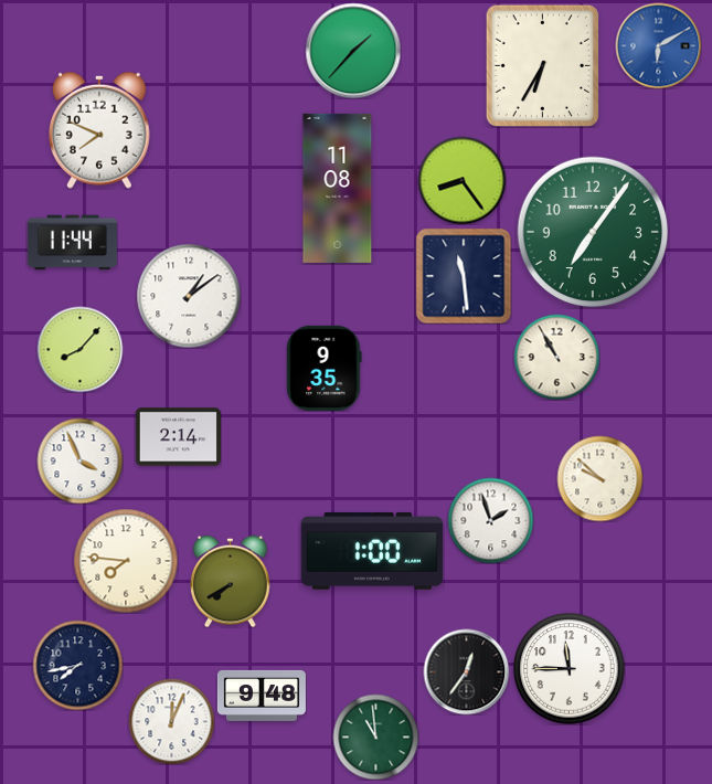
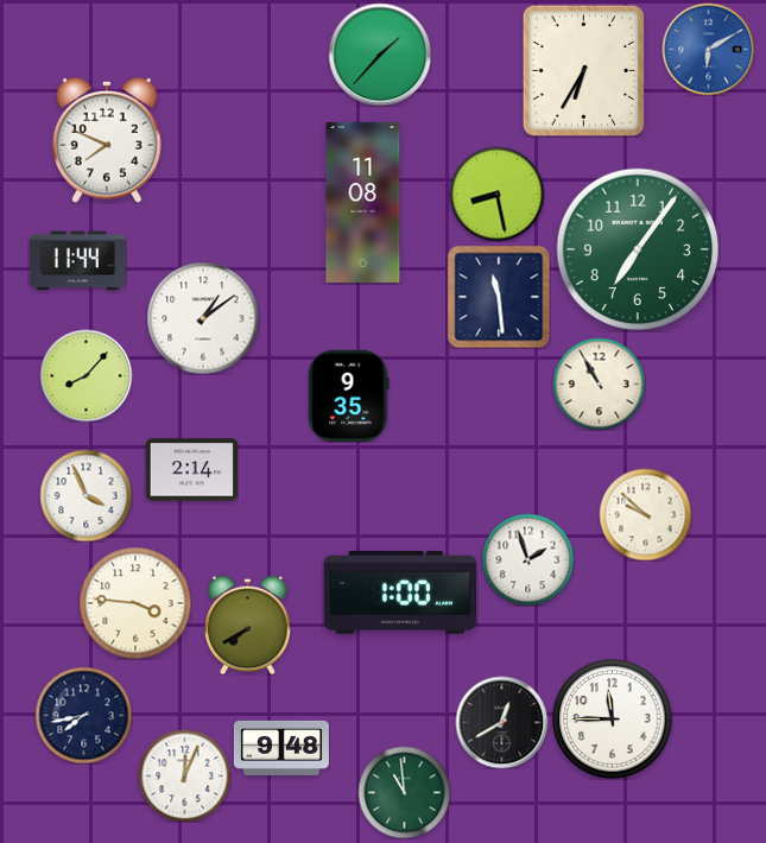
clock at (461, 180): 8:24 -> 8:28
clock at (126, 561): 7:46 -> 3:46
clock at (466, 671): 12:36 -> 12:40
